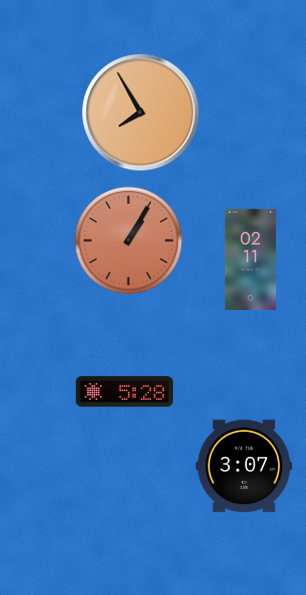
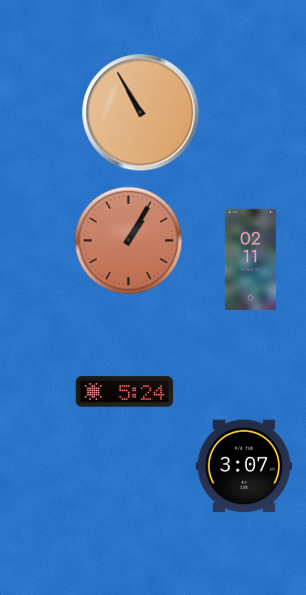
clock at (141, 113): 7:55 -> 10:55
clock at (125, 392): 5:28 -> 5:24
